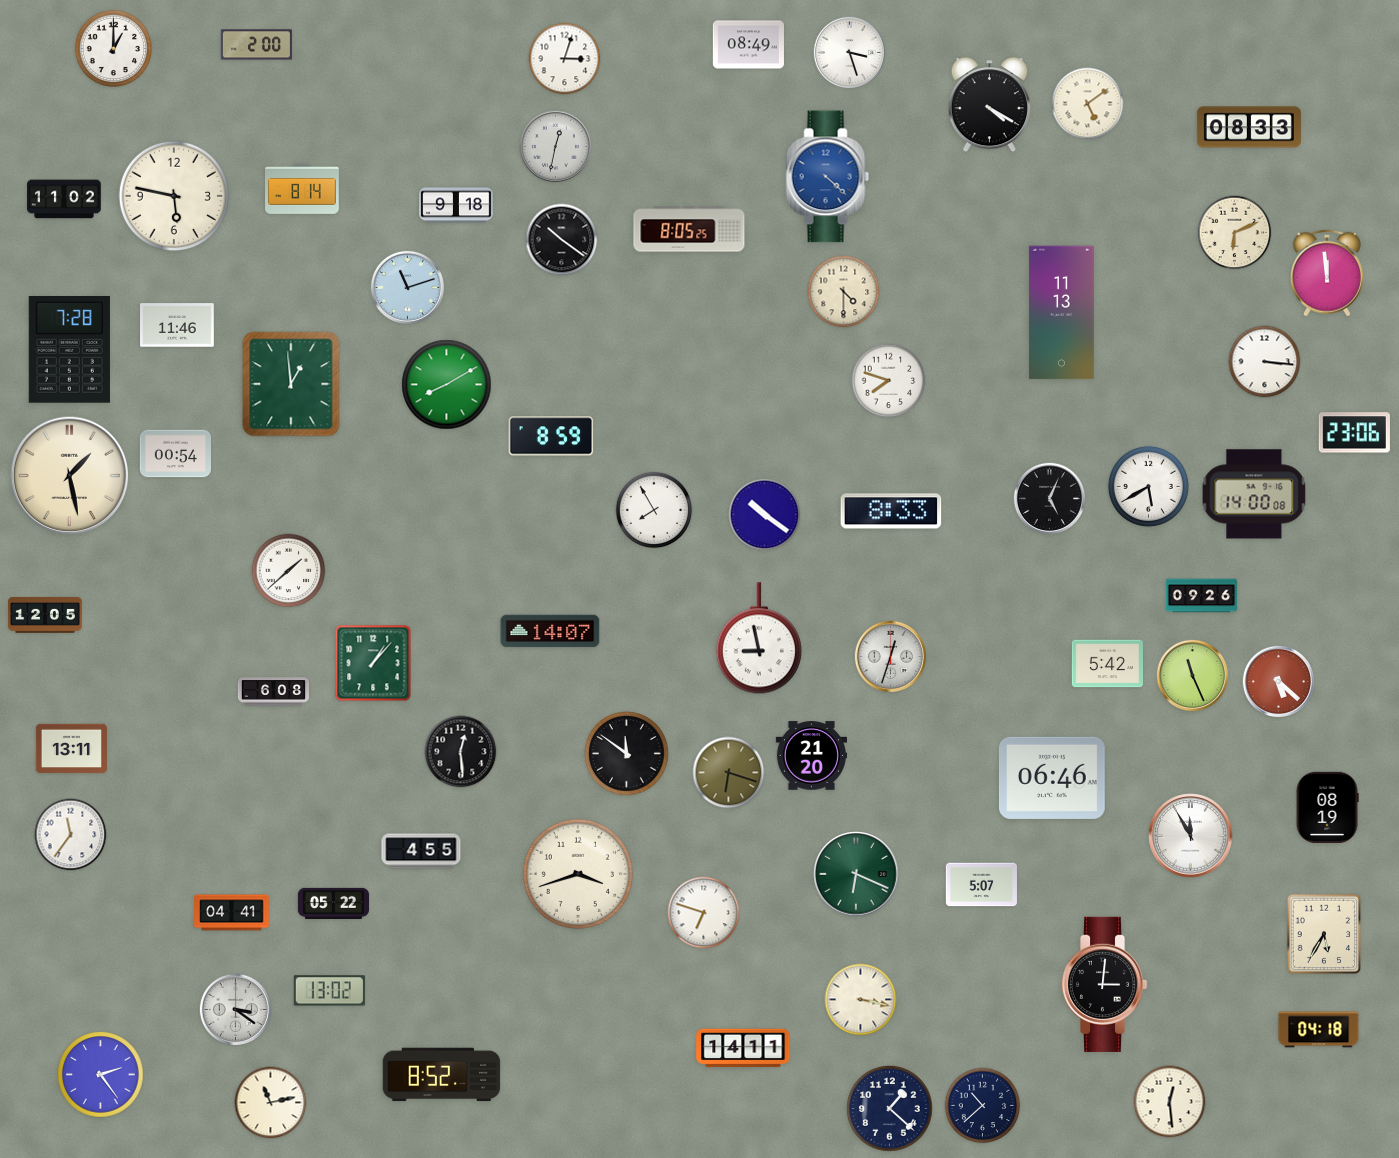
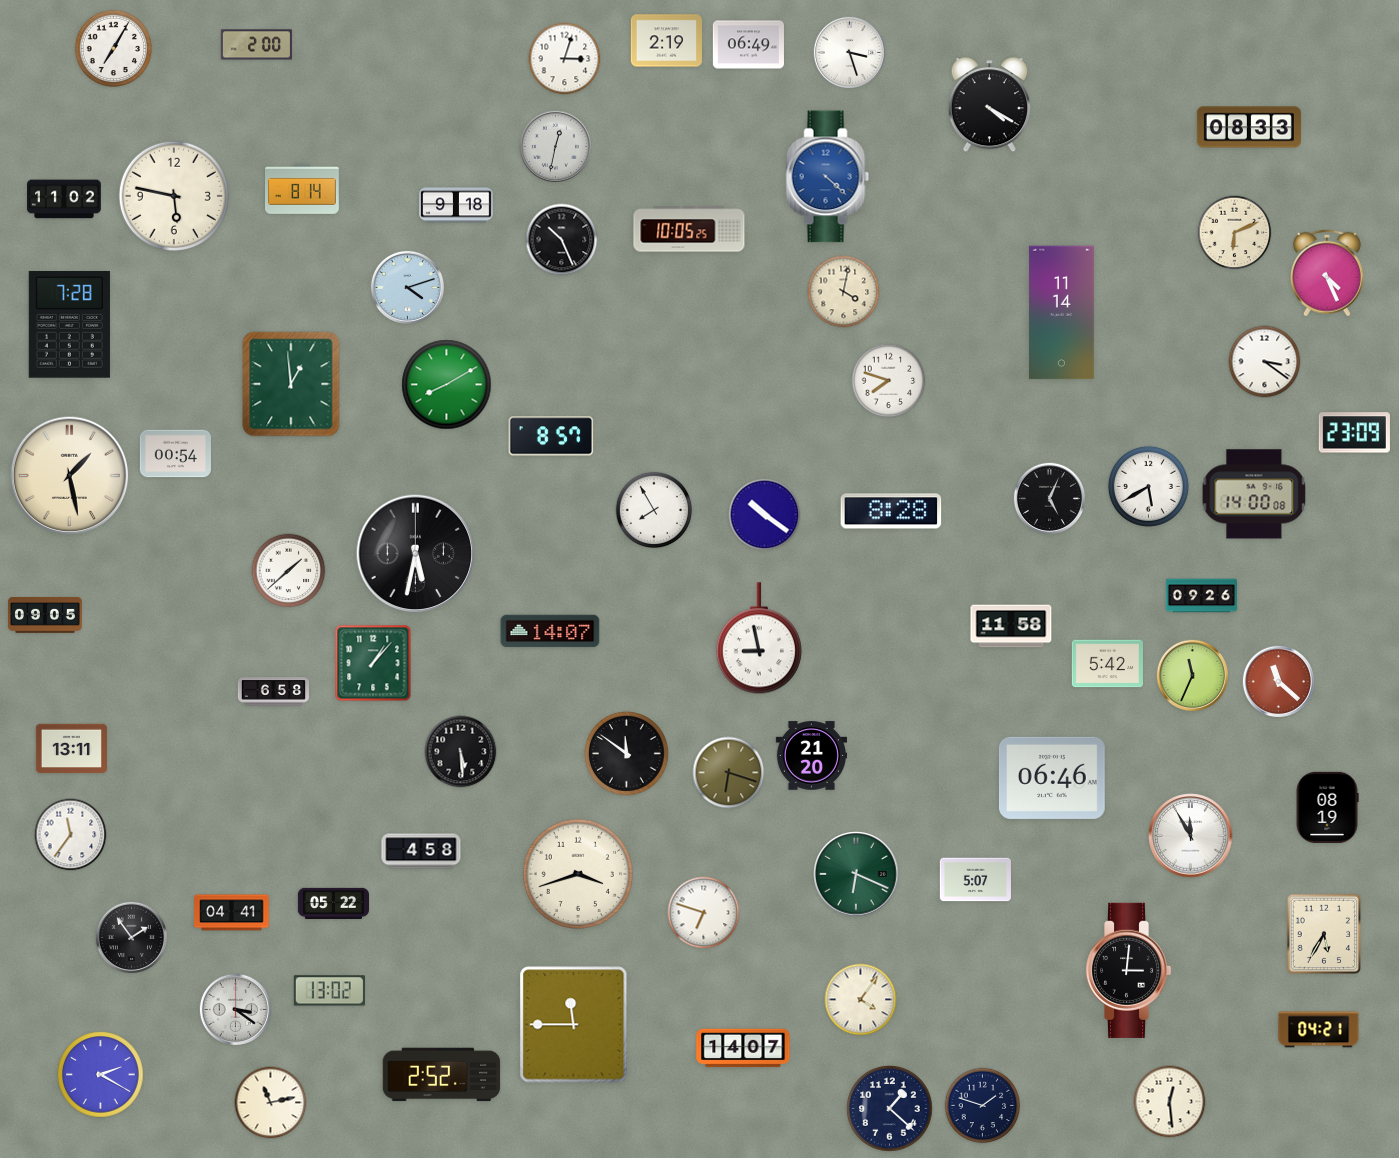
clock at (666, 41): none -> 2:19
clock at (748, 45): 08:49 -> 06:49
clock at (114, 49): 1:00 -> 7:05
clock at (1088, 104): 5:09 -> none
clock at (689, 229): 8:05 -> 10:05
clock at (562, 240): 10:21 -> 10:26
clock at (1327, 273): 11:59 -> 4:26
clock at (407, 287): 11:12 -> 4:12
clock at (844, 292): 4:30 -> 4:02
clock at (1061, 313): 11:13 -> 11:14
clock at (177, 325): 11:46 -> none
clock at (69, 350) position: (69, 350) -> (69, 325)
clock at (1265, 362): 3:16 -> 3:21
clock at (1354, 433): 23:06 -> 23:09
clock at (551, 436): 8:59 -> 8:57
clock at (891, 511): 8:33 -> 8:28
clock at (416, 554): none -> 5:32
clock at (45, 615): 12:05 -> 09:05
clock at (1011, 626): none -> 11:58
clock at (890, 656): 12:33 -> none
clock at (1192, 675): 11:26 -> 11:34
clock at (1278, 681): 5:22 -> 11:22
clock at (273, 692): 6:08 -> 6:58
clock at (461, 752): 12:29 -> 5:29
clock at (421, 851): 4:55 -> 4:58
clock at (981, 885) position: (981, 885) -> (975, 880)
clock at (131, 937): none -> 1:54
clock at (1104, 984) position: (1104, 984) -> (1128, 970)
clock at (861, 1000): 3:17 -> 4:06
clock at (574, 1025): none -> 11:45
clock at (1319, 1030): 04:18 -> 04:21
clock at (743, 1048): 14:11 -> 14:07
clock at (101, 1075): 2:24 -> 2:20
clock at (442, 1075): 8:52 -> 2:52
clock at (983, 1106): 10:38 -> 1:48
